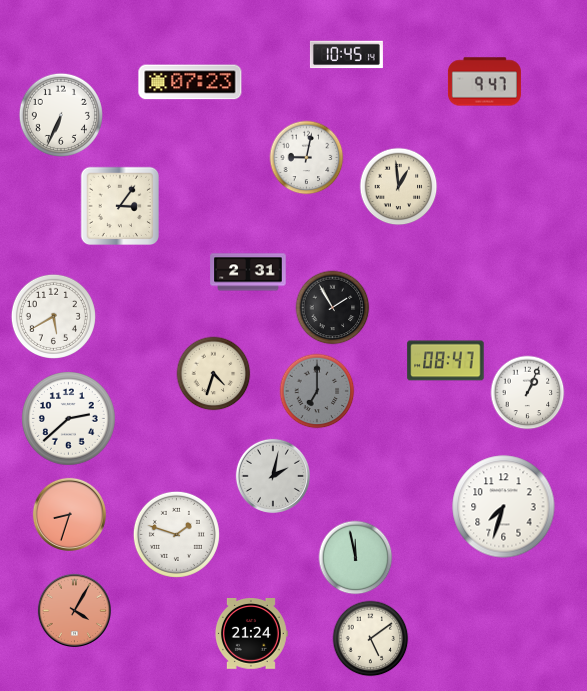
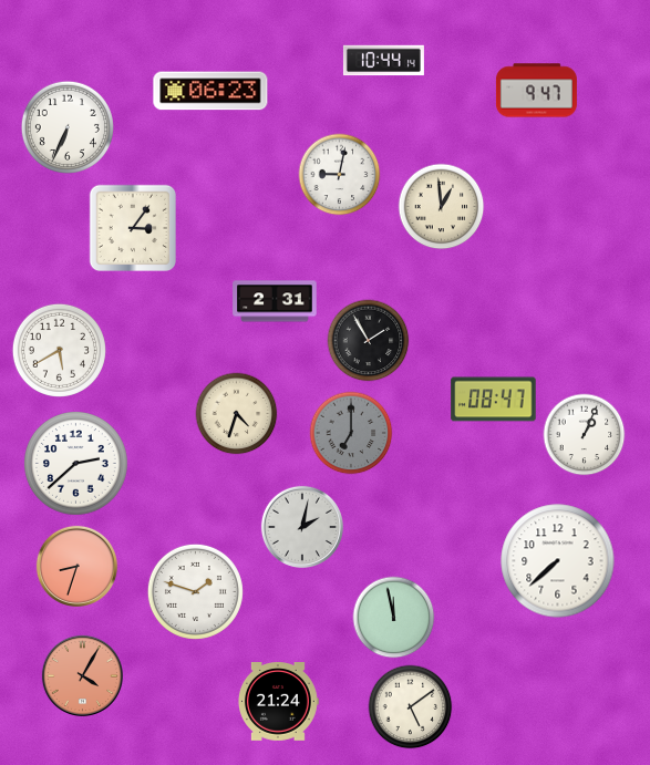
clock at (346, 55): 10:45 -> 10:44
clock at (190, 82): 07:23 -> 06:23
clock at (504, 507): 7:33 -> 7:38
clock at (69, 514) position: (69, 514) -> (76, 566)
